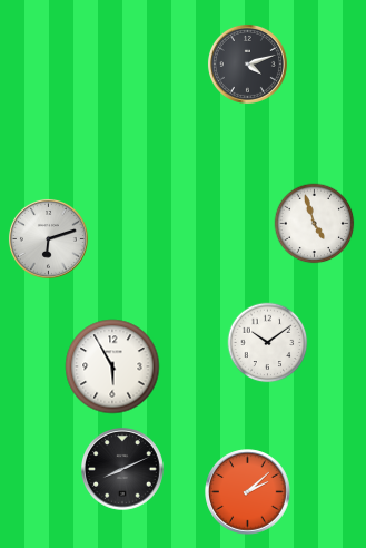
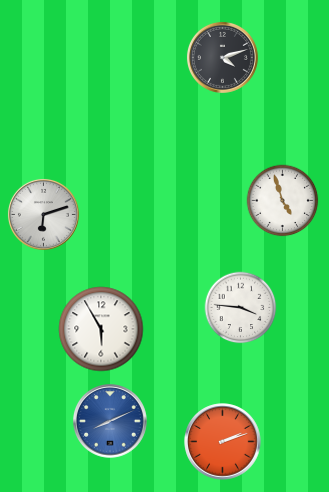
clock at (268, 343): 10:09 -> 3:46
clock at (123, 470) dial: black -> blue
clock at (248, 492): 2:08 -> 2:12
